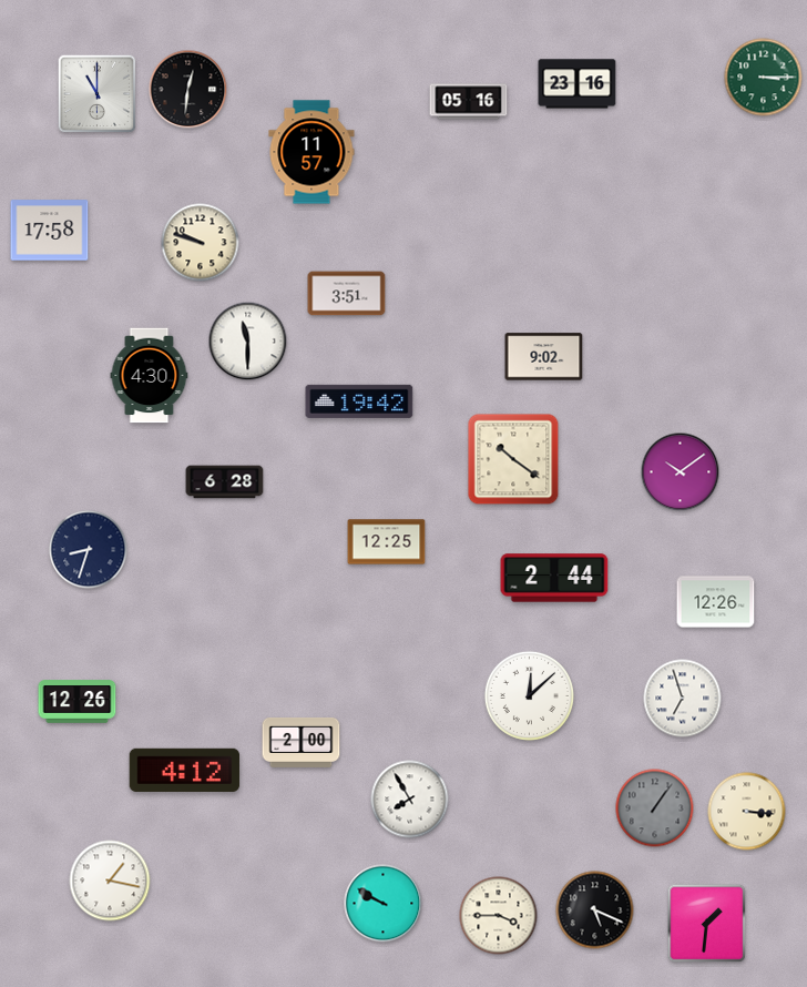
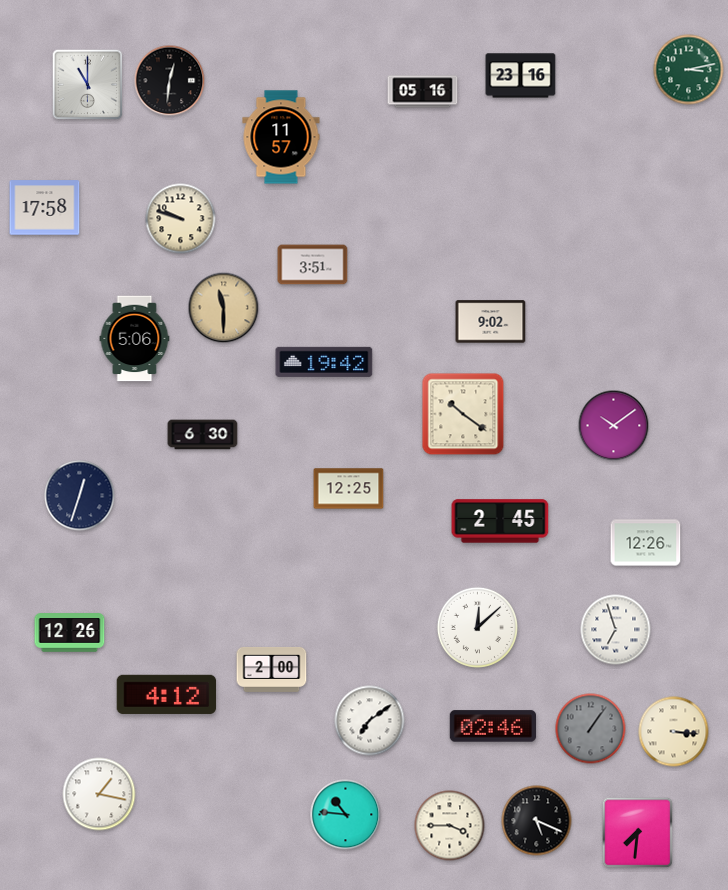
clock at (764, 78): 3:15 -> 3:13
clock at (248, 342) dial: white -> champagne
clock at (150, 376): 4:30 -> 5:06
clock at (225, 482): 6:28 -> 6:30
clock at (89, 550): 8:33 -> 12:33
clock at (554, 578): 2:44 -> 2:45
clock at (410, 800): 7:55 -> 7:09
clock at (493, 726): none -> 02:46
clock at (384, 904): 9:50 -> 10:46
clock at (707, 924): 1:31 -> 7:31
